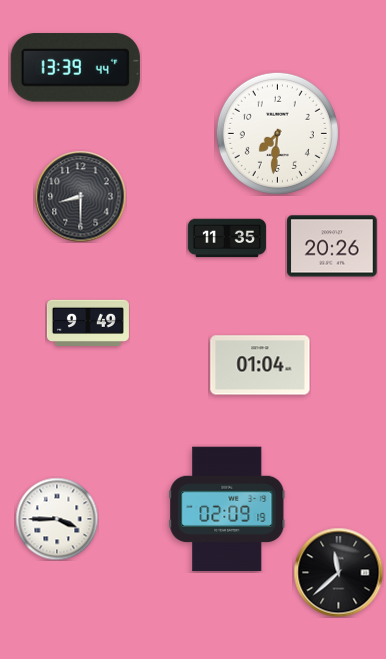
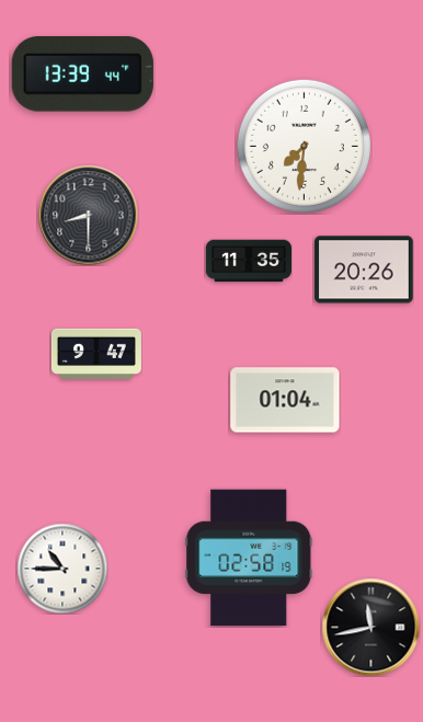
clock at (88, 322): 9:49 -> 9:47
clock at (227, 509): 02:09 -> 02:58
clock at (57, 519): 3:45 -> 10:45
clock at (338, 572): 11:38 -> 11:43
